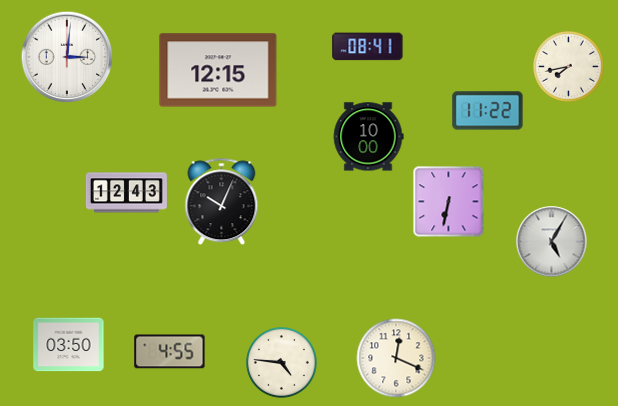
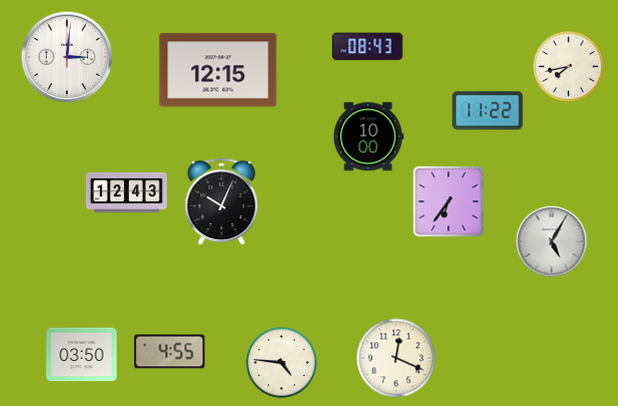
clock at (368, 47): 08:41 -> 08:43
clock at (449, 202): 6:32 -> 6:36
clock at (69, 345) position: (69, 345) -> (82, 355)
